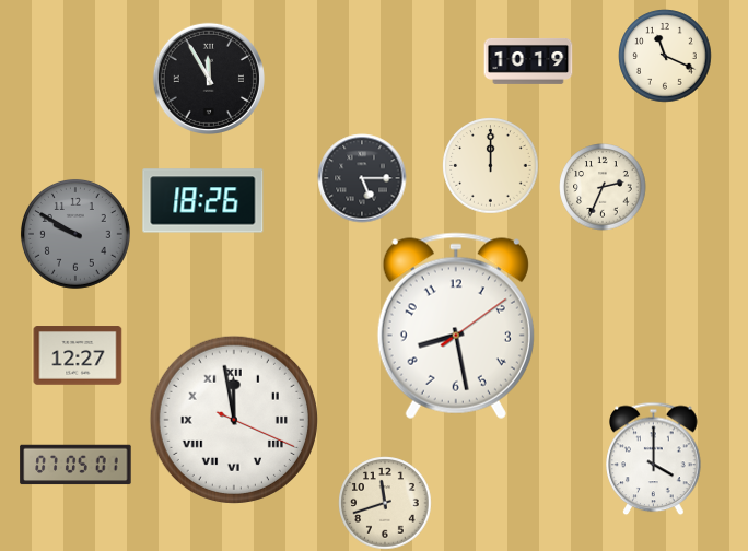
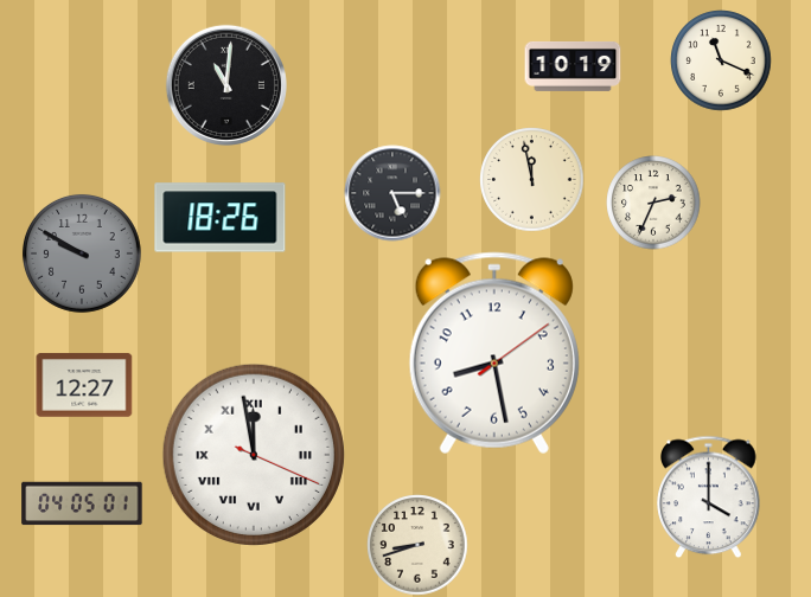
clock at (209, 79): 11:55 -> 11:01
clock at (491, 166): 12:00 -> 11:58
clock at (75, 465): 07:05 -> 04:05
clock at (385, 503): 11:42 -> 8:42
